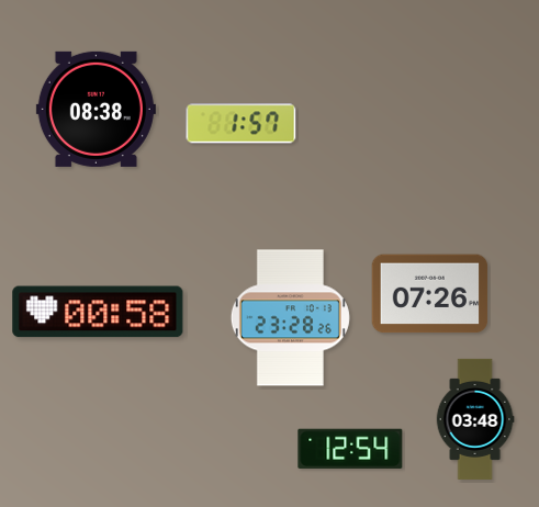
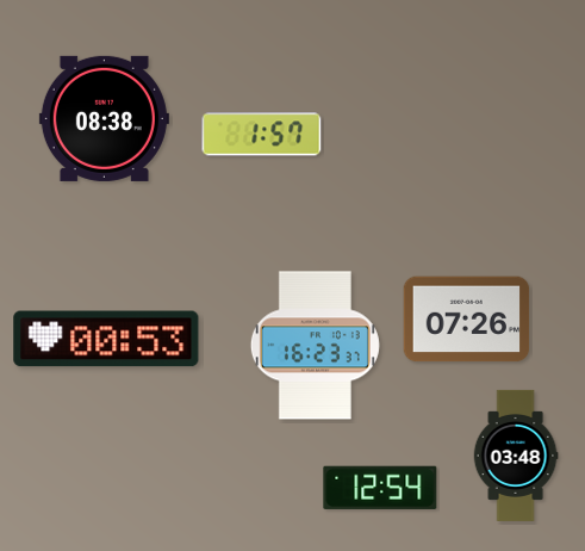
clock at (98, 312): 00:58 -> 00:53
clock at (290, 318): 23:28 -> 16:23
